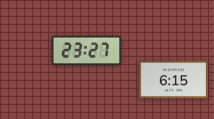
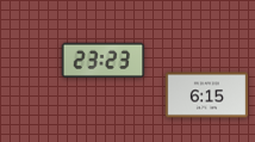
clock at (87, 51): 23:27 -> 23:23
